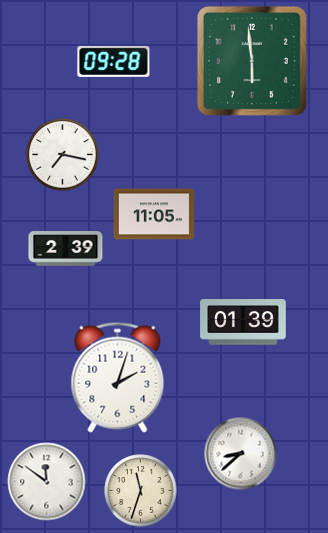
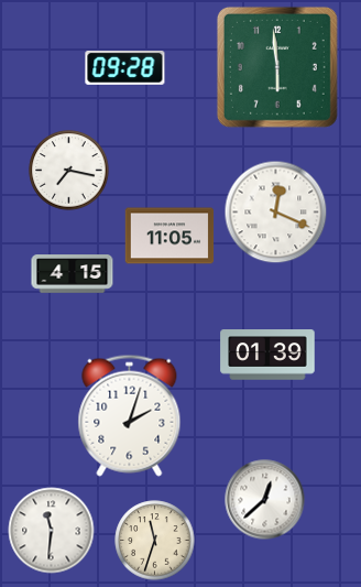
clock at (276, 213): none -> 12:19
clock at (66, 249): 2:39 -> 4:15
clock at (241, 454): 8:38 -> 12:38
clock at (47, 482): 11:51 -> 11:31
